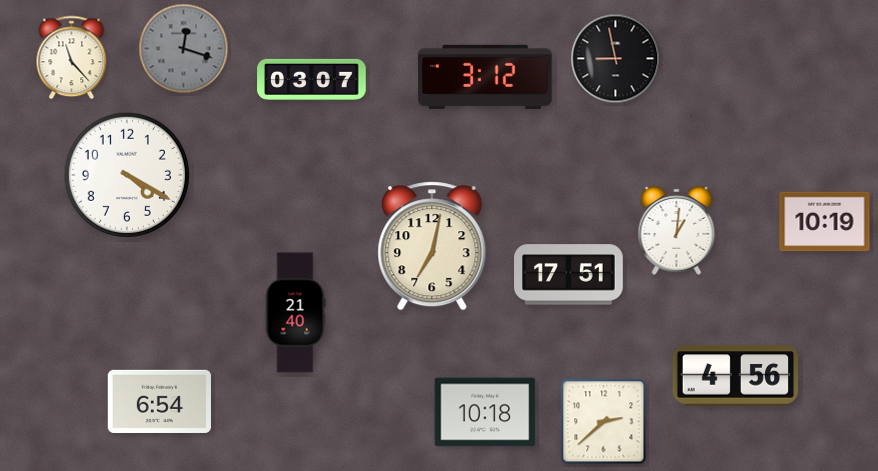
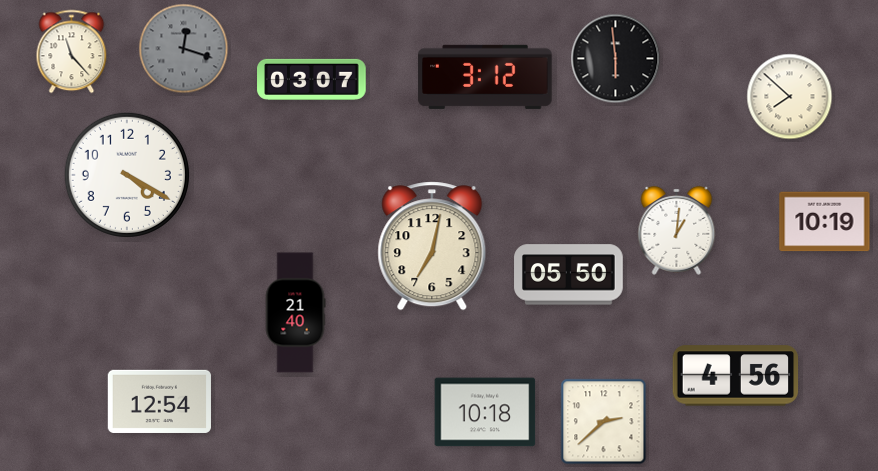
clock at (72, 58) position: (72, 58) -> (72, 52)
clock at (616, 59): 8:58 -> 5:59
clock at (790, 97): none -> 7:52
clock at (569, 275): 17:51 -> 05:50
clock at (159, 401): 6:54 -> 12:54
